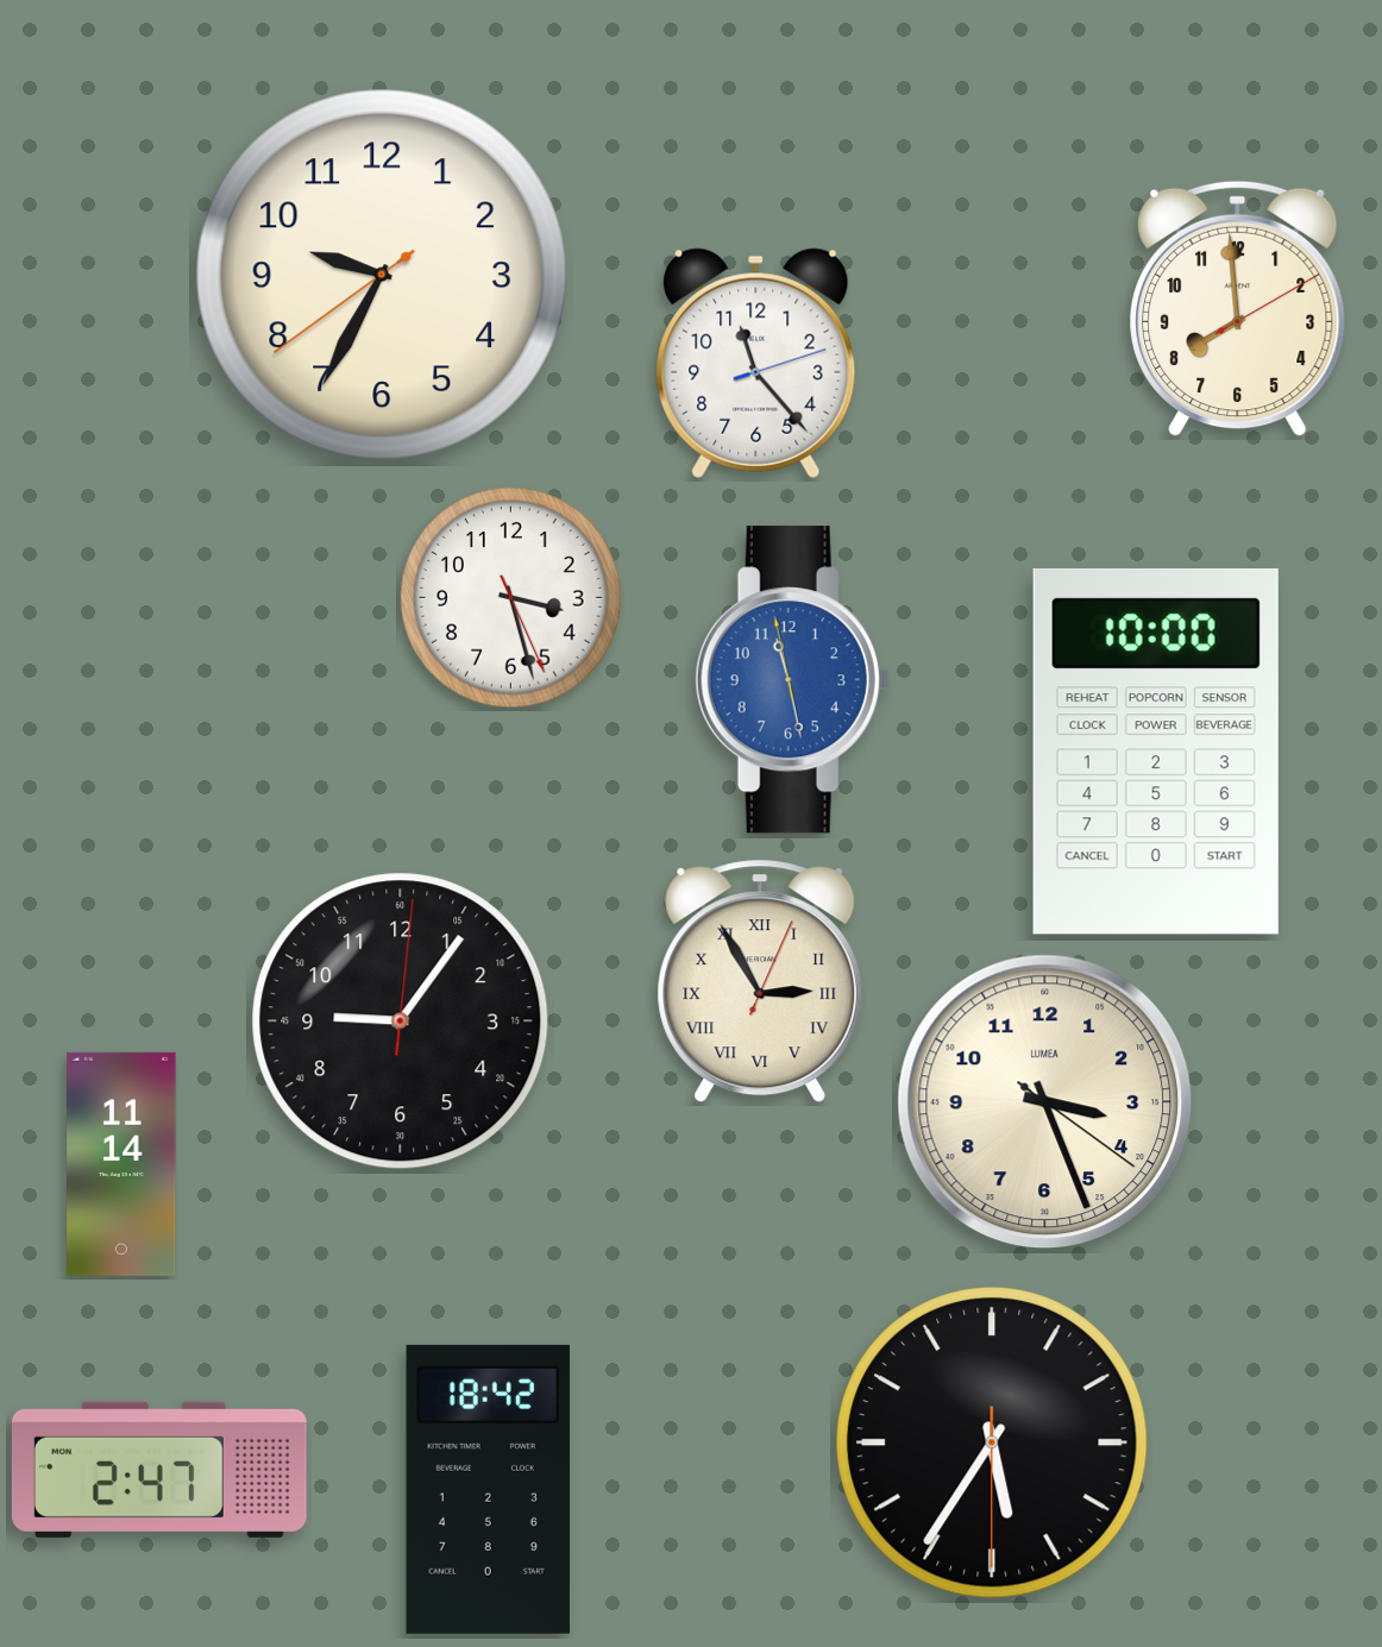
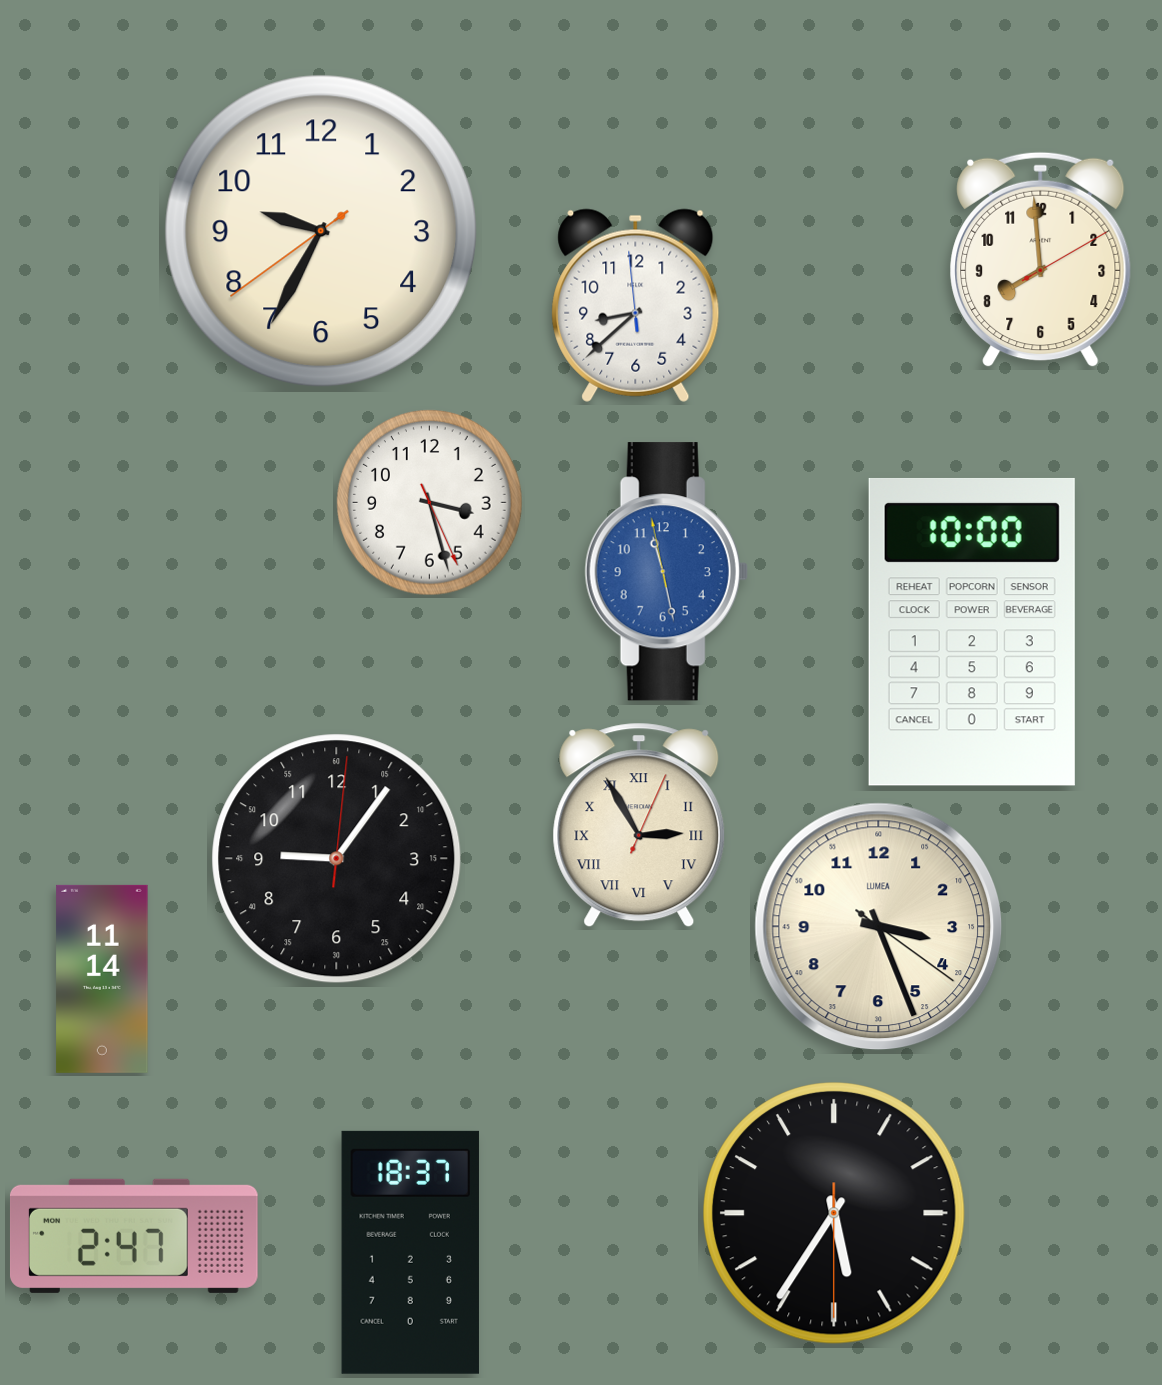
clock at (756, 363): 11:23 -> 8:37
clock at (488, 1489): 18:42 -> 18:37
